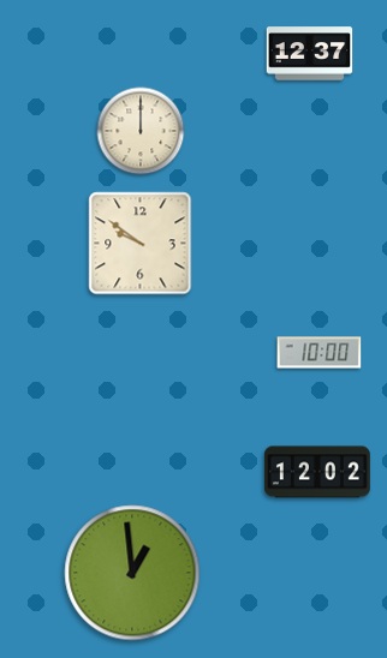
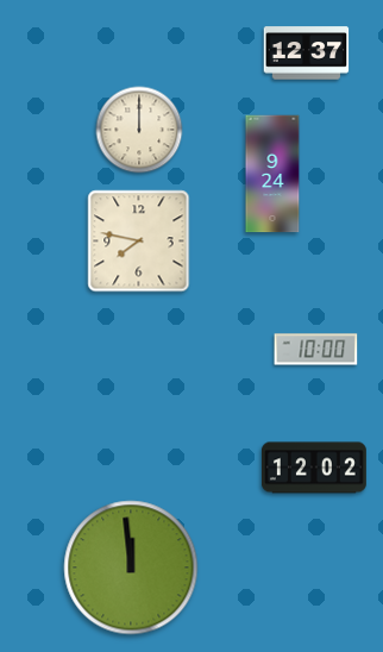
clock at (272, 174): none -> 9:24
clock at (141, 244): 9:51 -> 7:47
clock at (132, 573): 12:59 -> 11:59
